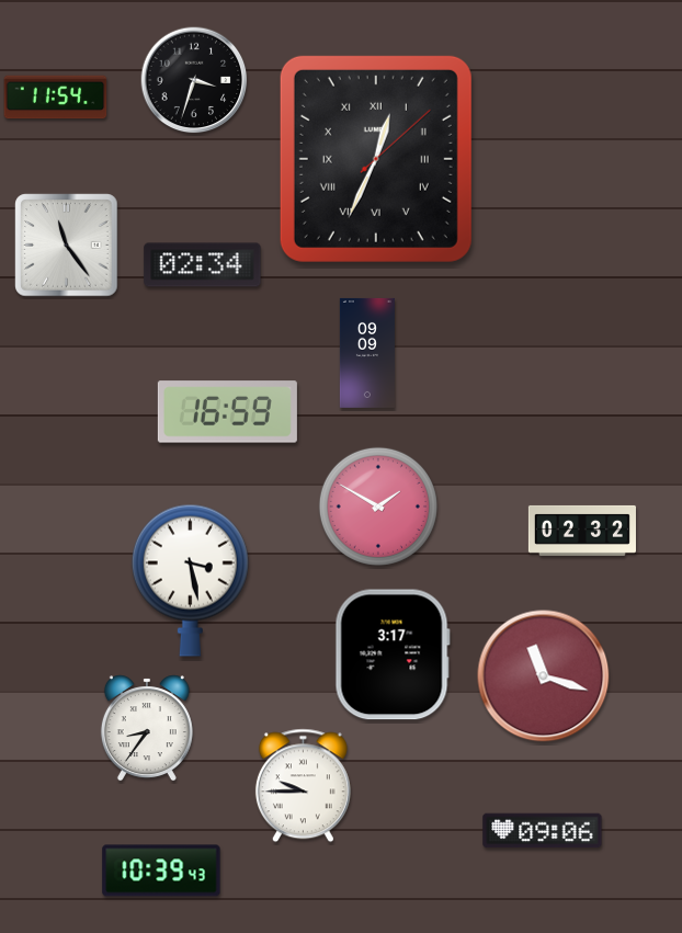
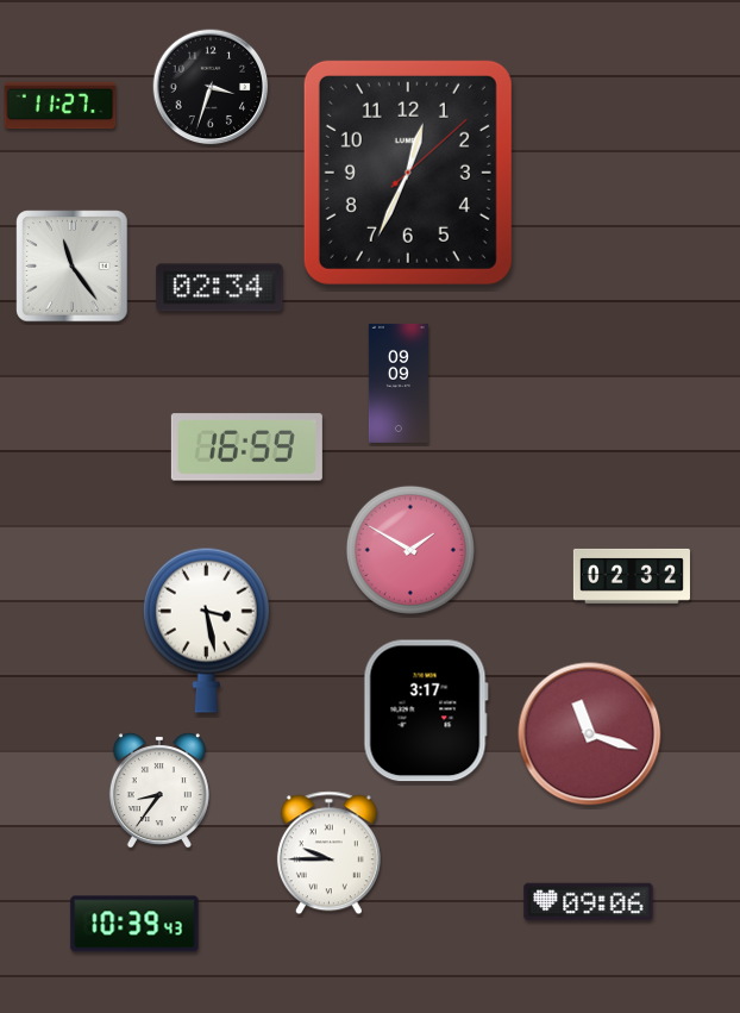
clock at (56, 98): 11:54 -> 11:27
clock at (376, 159) numerals: Roman -> Arabic
clock at (161, 871) position: (161, 871) -> (134, 924)
